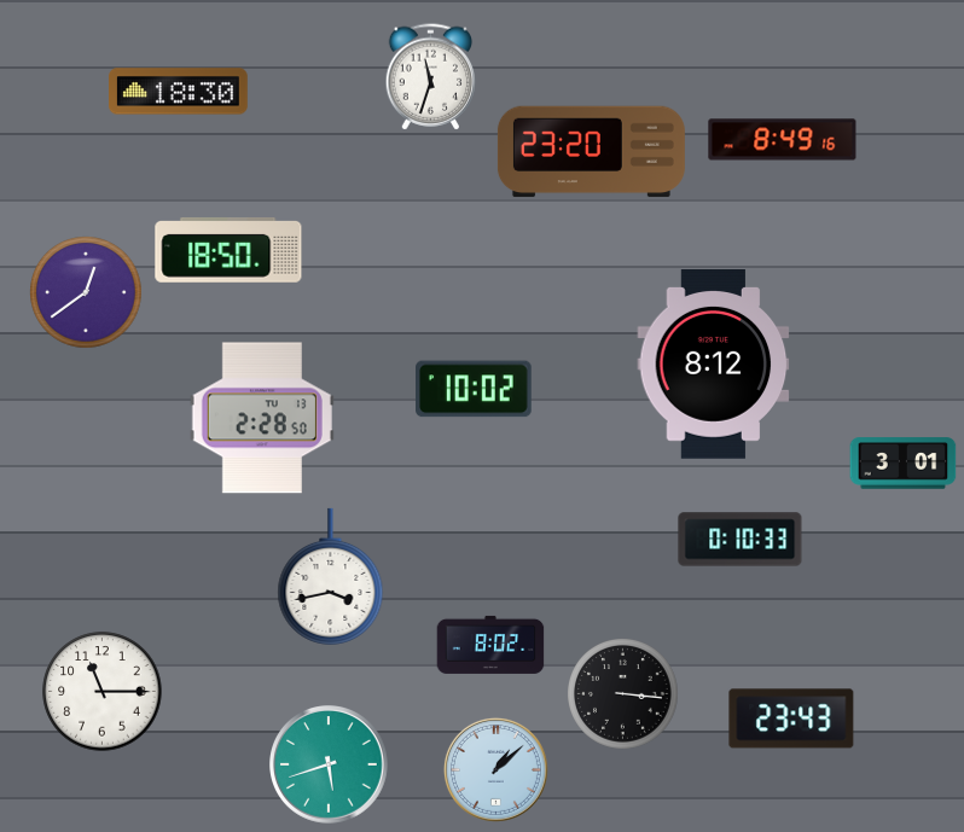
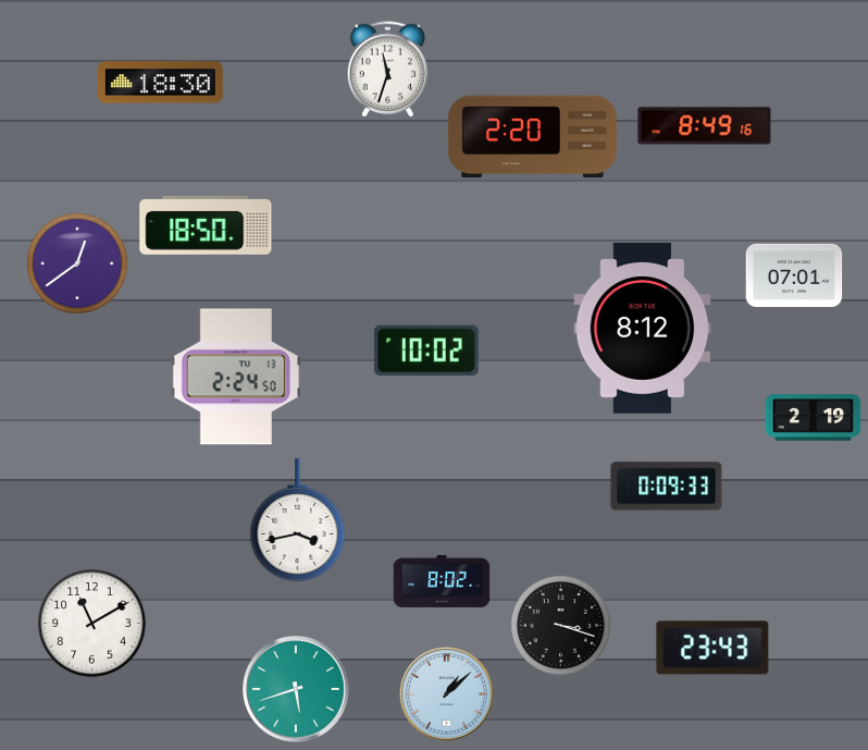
clock at (591, 152): 23:20 -> 2:20
clock at (794, 274): none -> 07:01
clock at (262, 418): 2:28 -> 2:24
clock at (904, 464): 3:01 -> 2:19
clock at (741, 540): 0:10 -> 0:09
clock at (103, 692): 11:15 -> 11:10
clock at (623, 694): 3:16 -> 3:18
